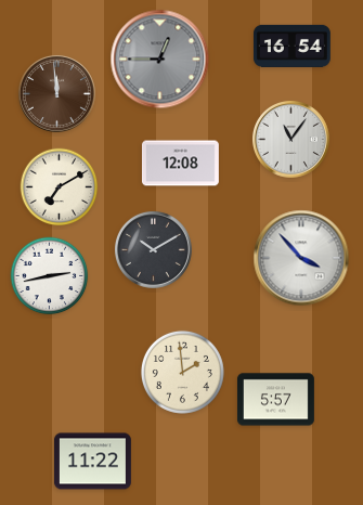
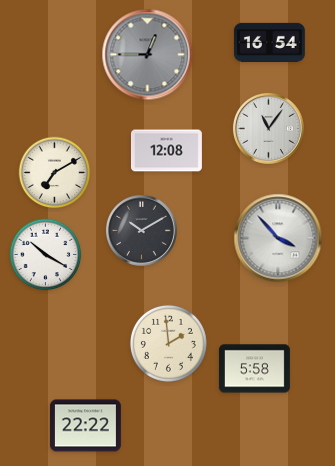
clock at (56, 93): 11:59 -> none
clock at (50, 276): 2:43 -> 10:20
clock at (275, 400): 5:57 -> 5:58
clock at (92, 462): 11:22 -> 22:22
